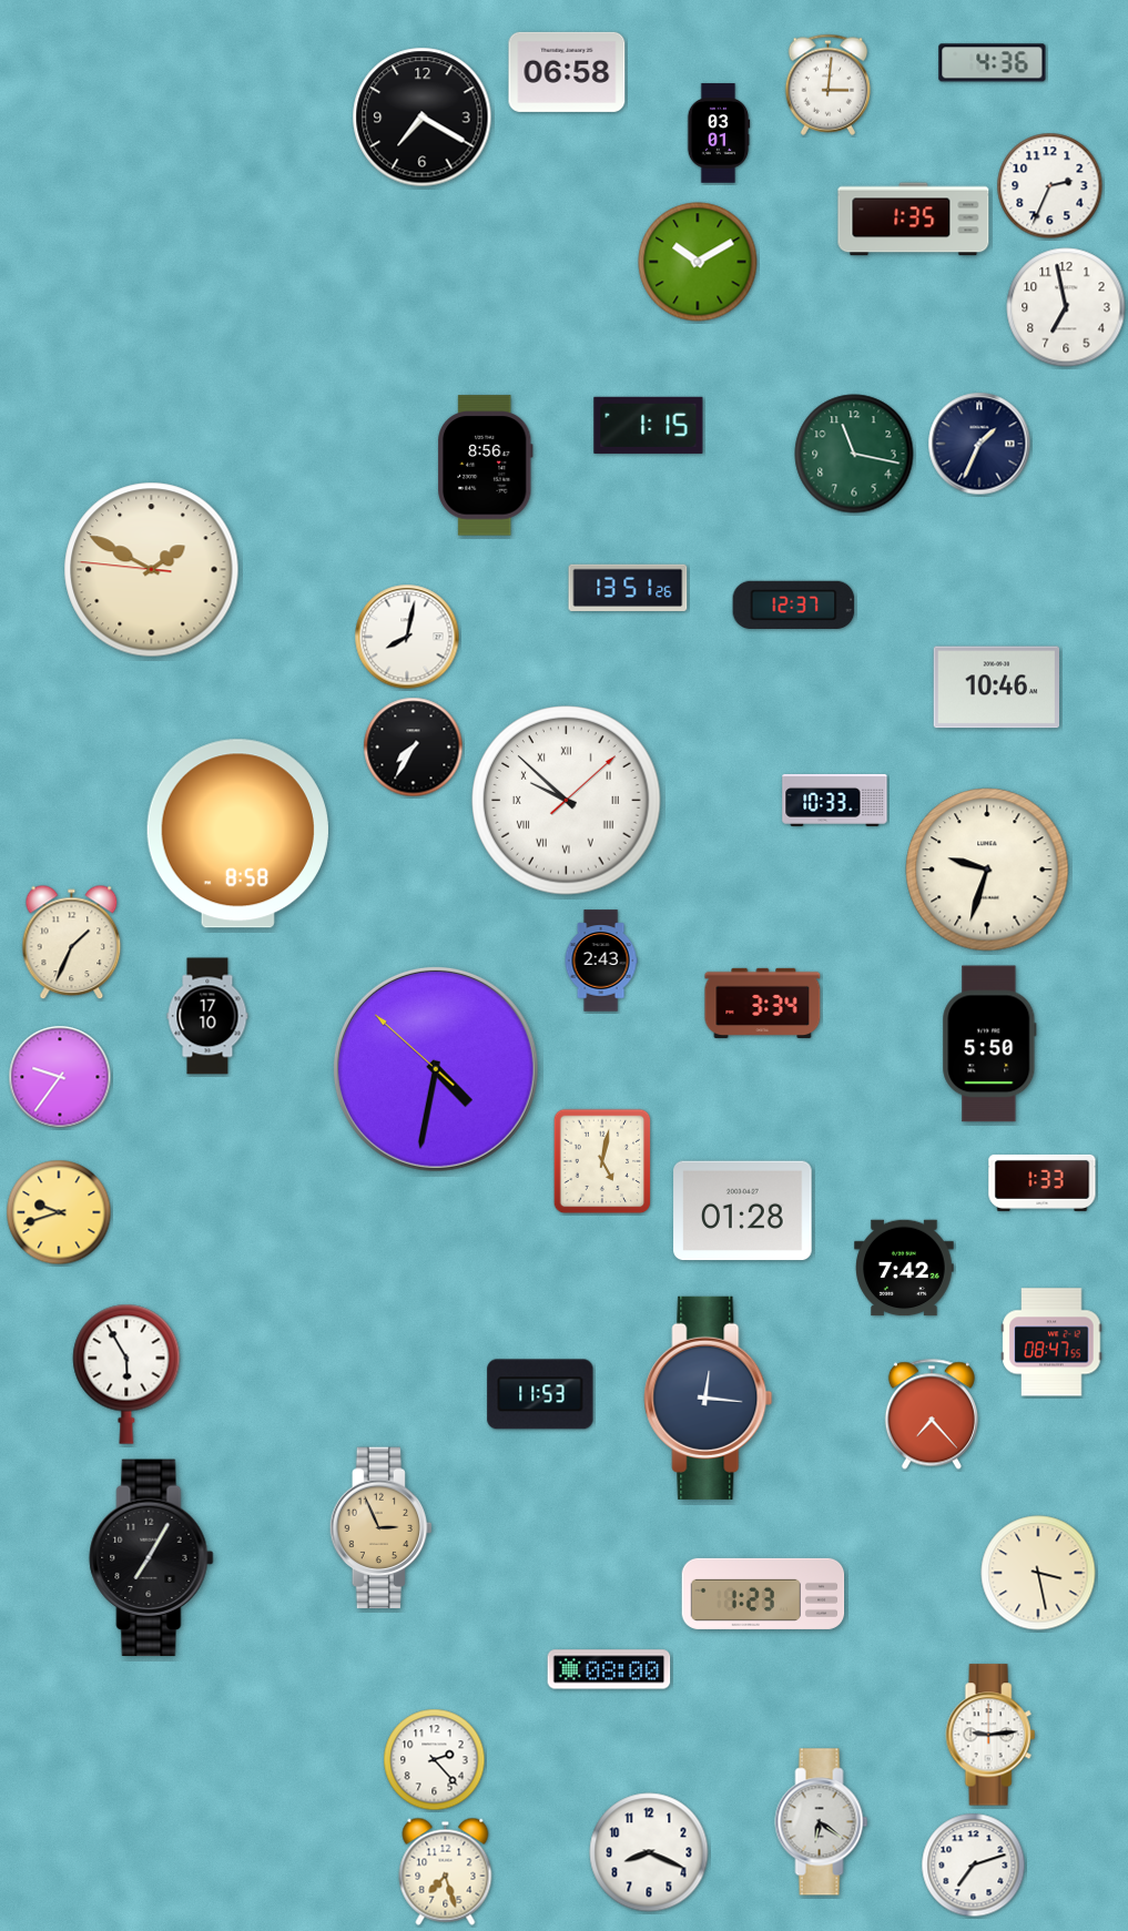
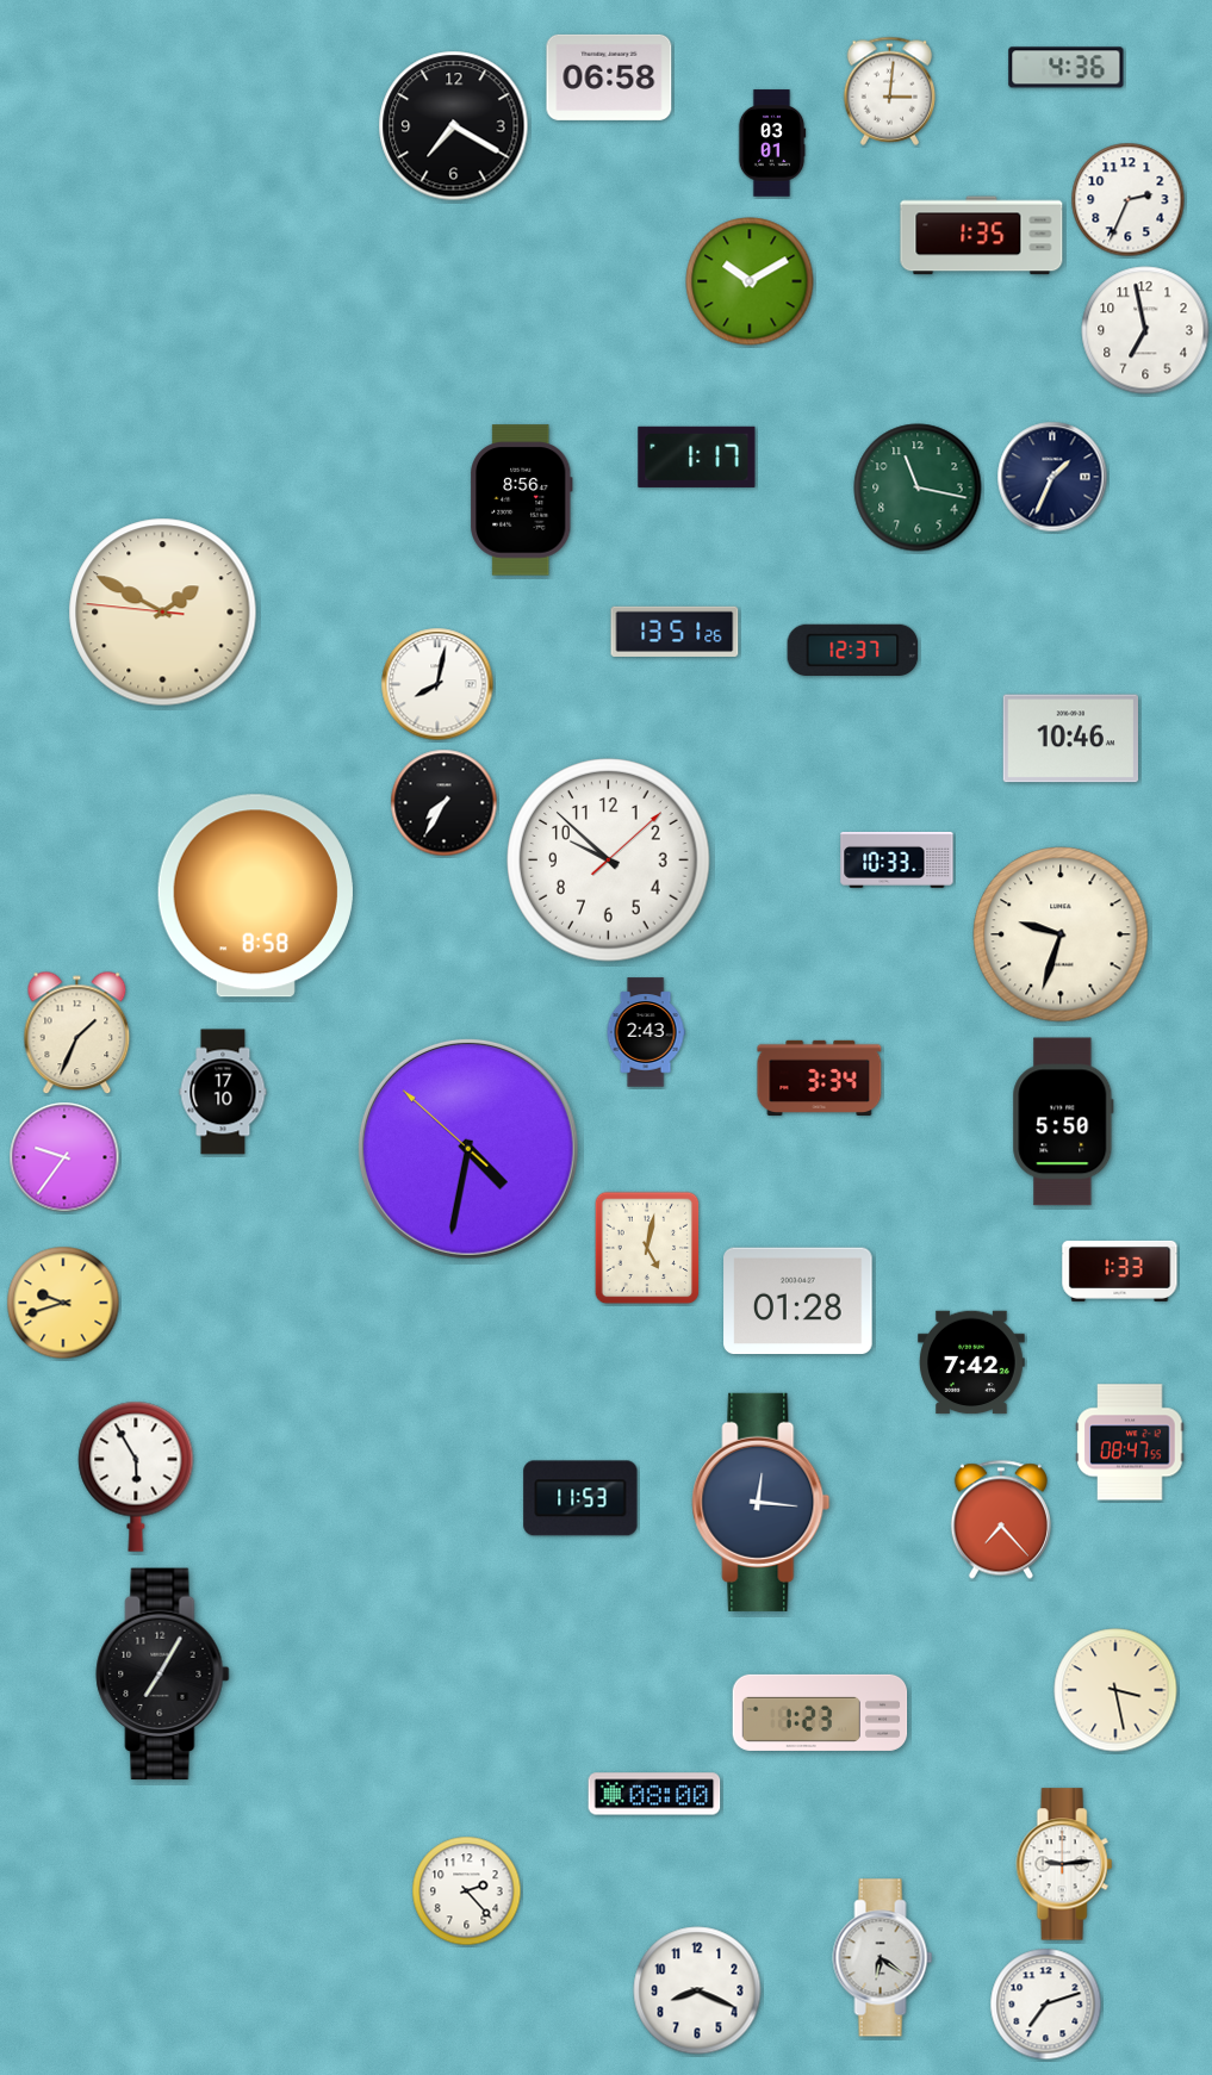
clock at (649, 425): 1:15 -> 1:17
clock at (567, 801) numerals: Roman -> Arabic
clock at (72, 943) position: (72, 943) -> (77, 1033)
clock at (380, 1528): 2:56 -> none
clock at (446, 1871): 7:27 -> none
